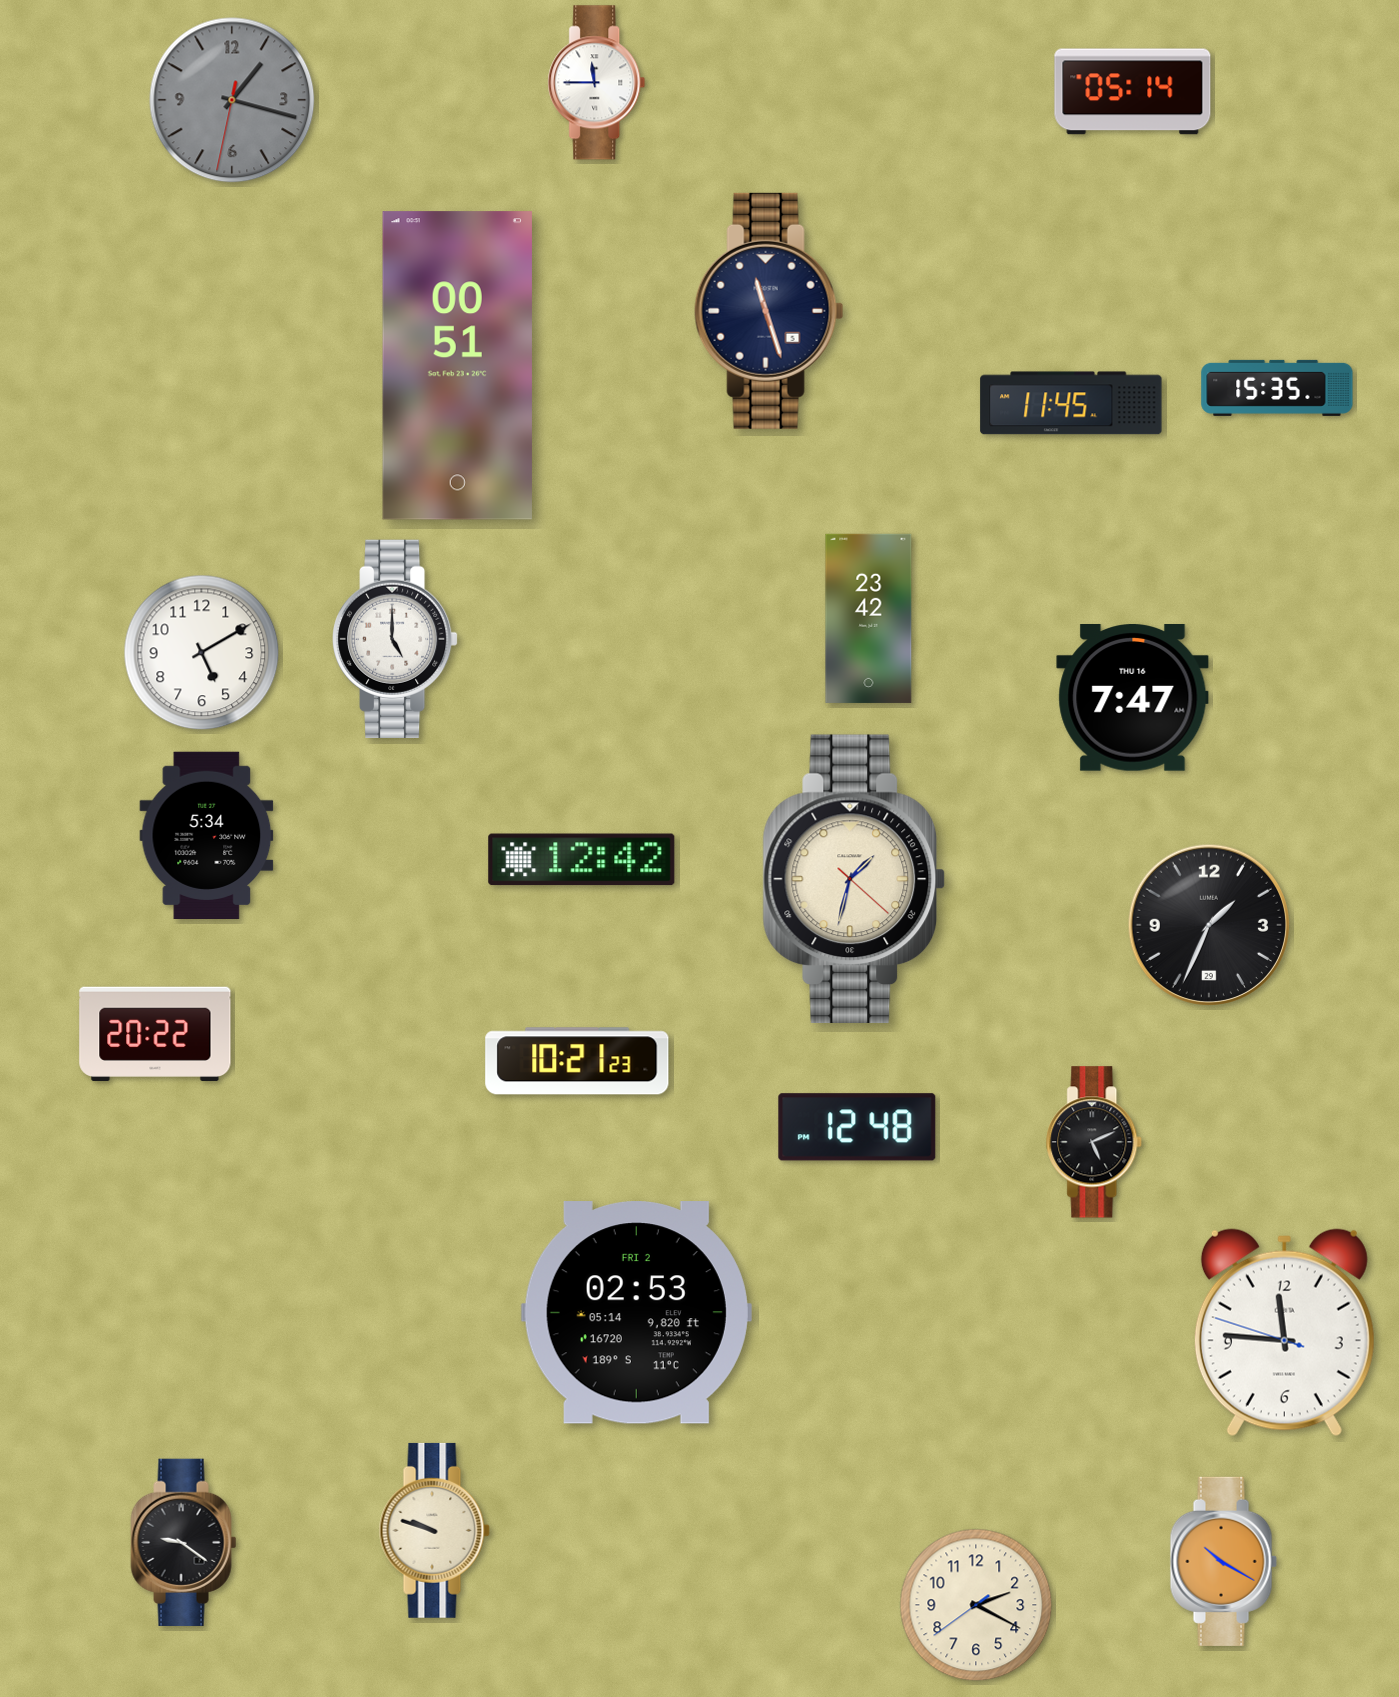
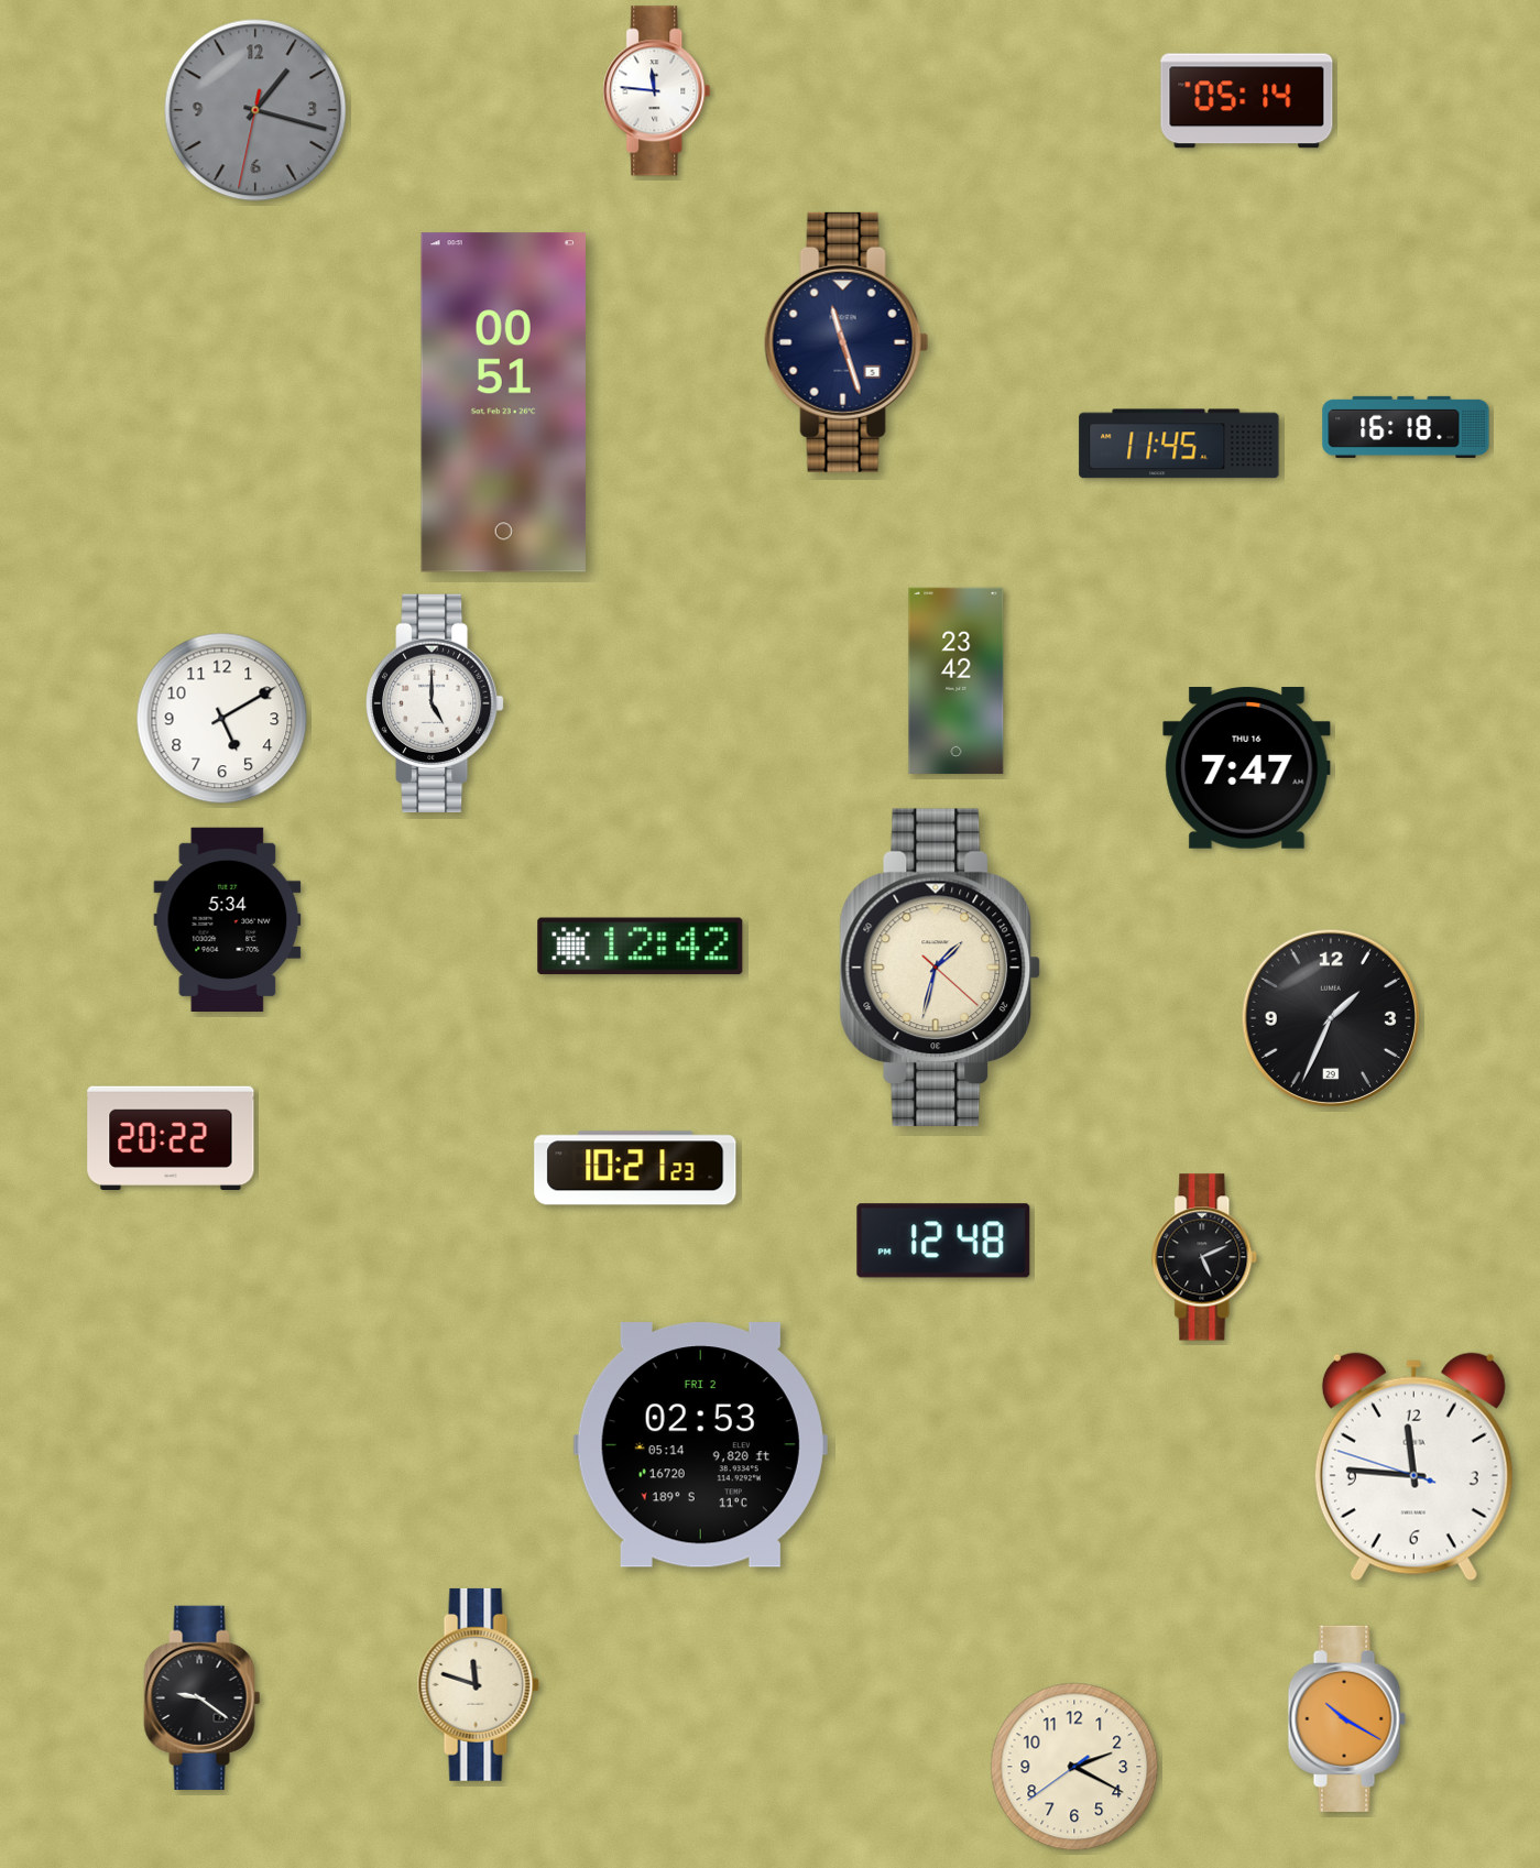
clock at (597, 83): 11:45 -> 11:46
clock at (1277, 388): 15:35 -> 16:18
clock at (434, 1530): 9:48 -> 11:48
